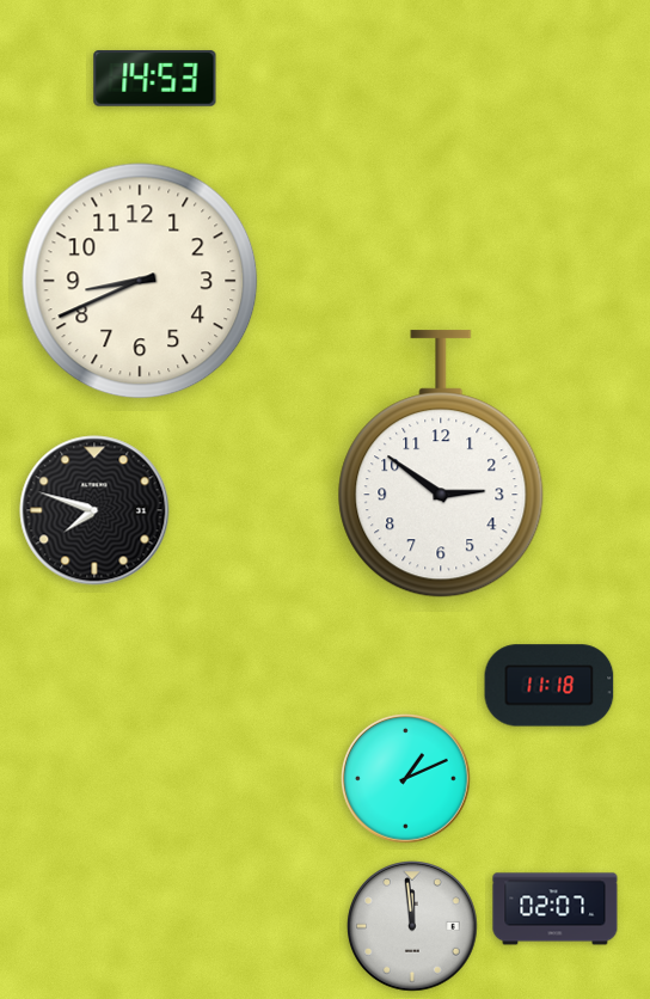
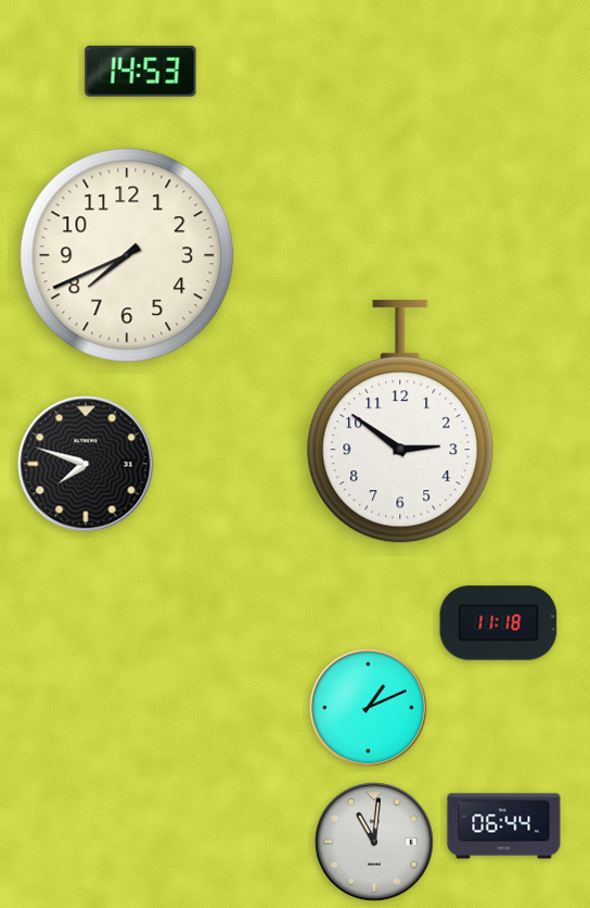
clock at (140, 281): 8:41 -> 7:41
clock at (556, 909): 02:07 -> 06:44
clock at (413, 927): 11:59 -> 11:01
